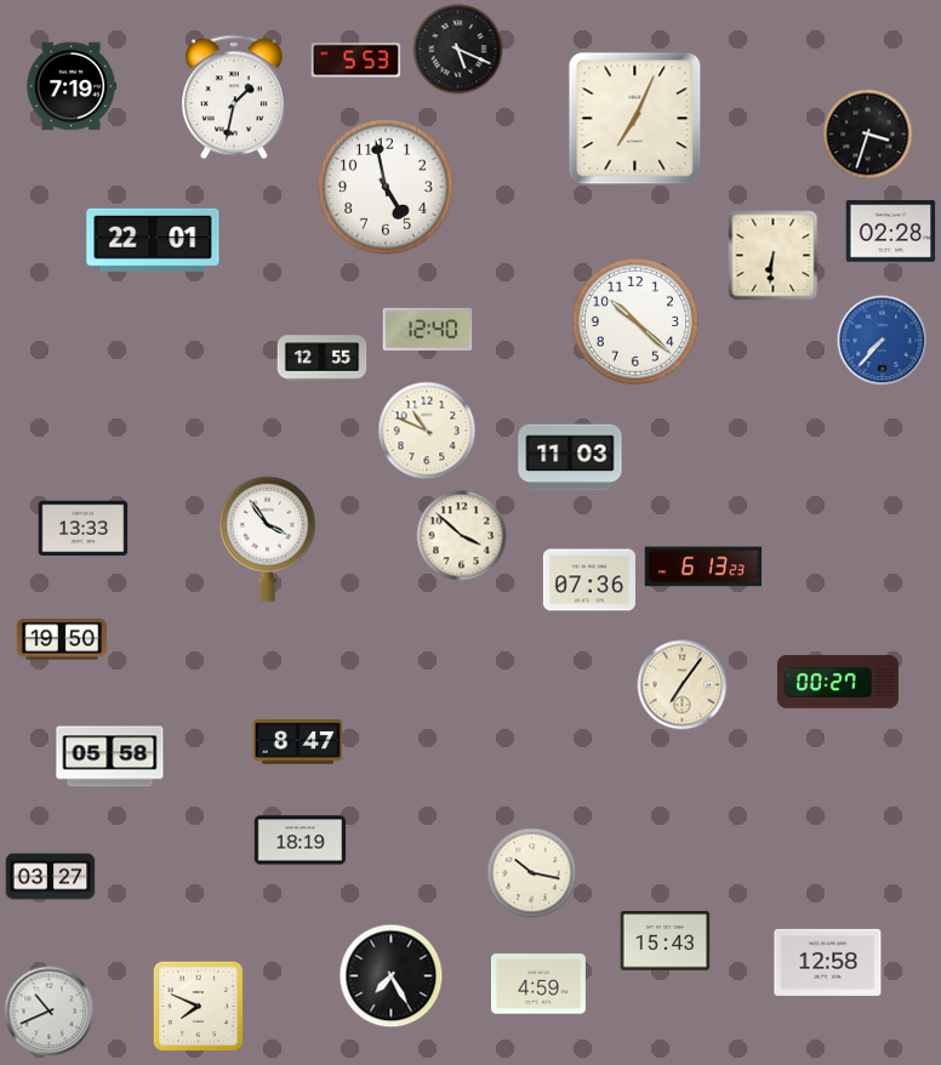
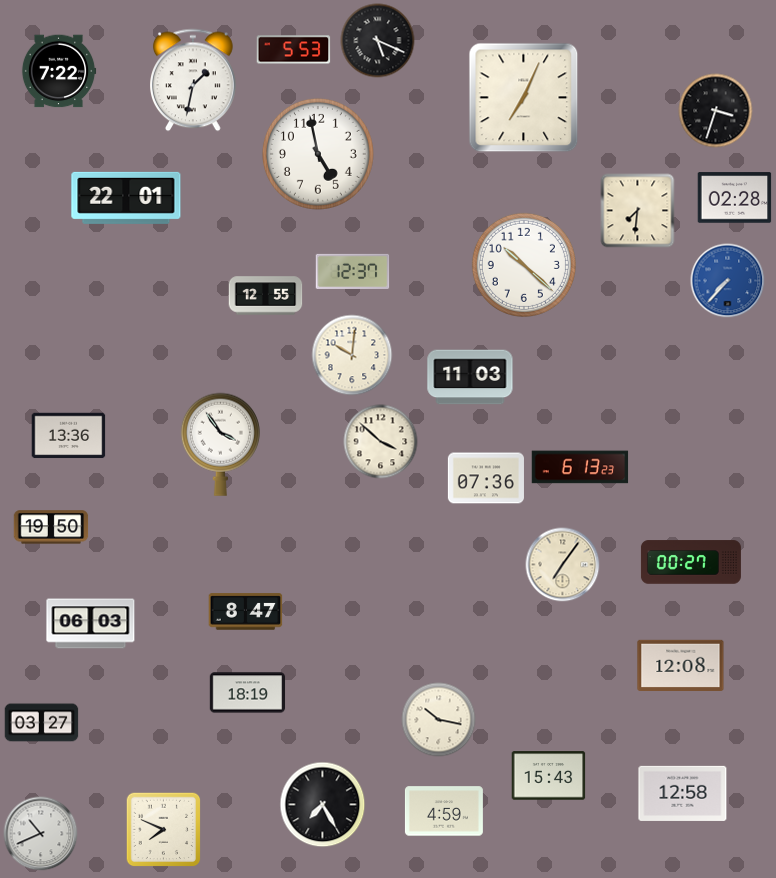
clock at (72, 86): 7:19 -> 7:22
clock at (891, 232) position: (891, 232) -> (735, 198)
clock at (774, 256): 6:31 -> 7:31
clock at (428, 329): 12:40 -> 12:37
clock at (427, 431): 10:49 -> 10:01
clock at (84, 529): 13:33 -> 13:36
clock at (110, 757): 05:58 -> 06:03
clock at (681, 665): none -> 12:08
